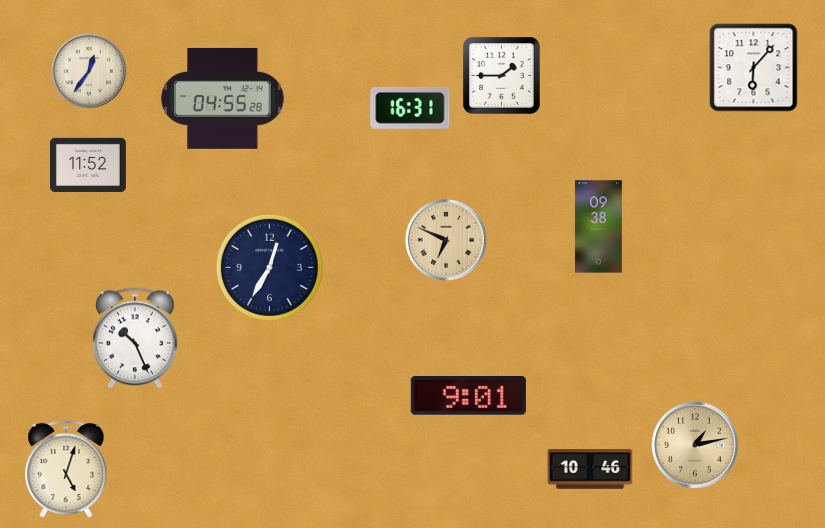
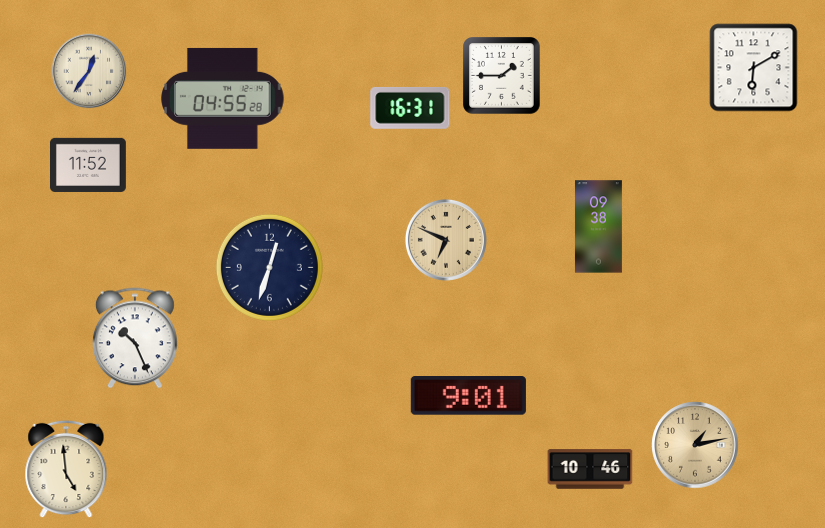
clock at (754, 68): 6:07 -> 6:10
clock at (269, 267): 12:35 -> 12:33
clock at (66, 469): 5:03 -> 4:59
